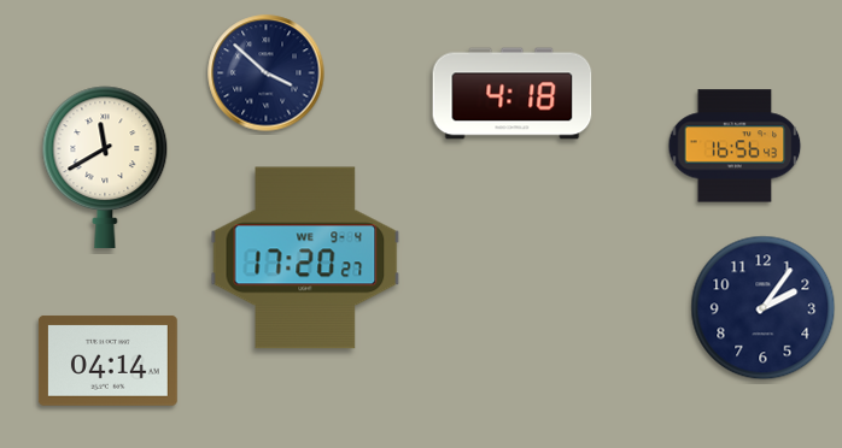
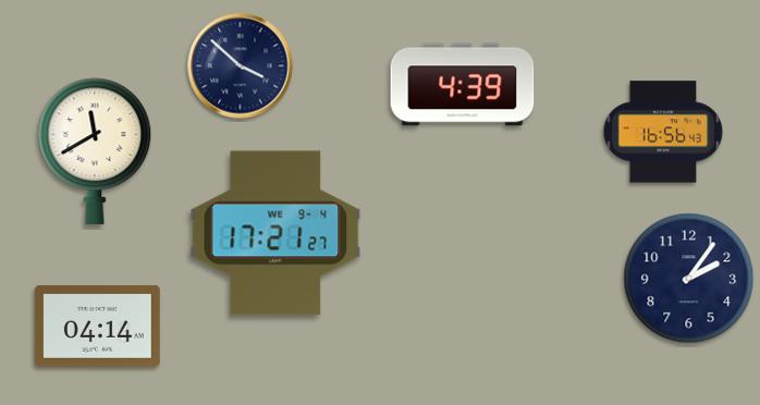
clock at (513, 94): 4:18 -> 4:39
clock at (305, 258): 17:20 -> 17:21
